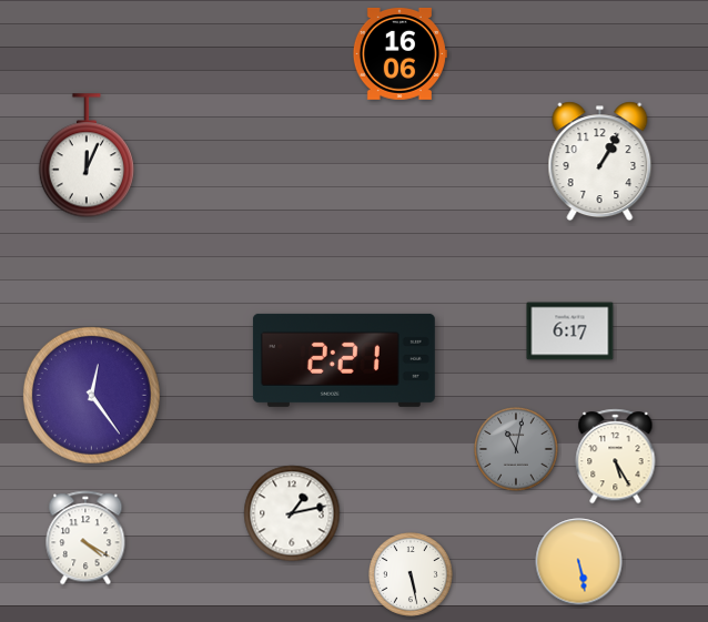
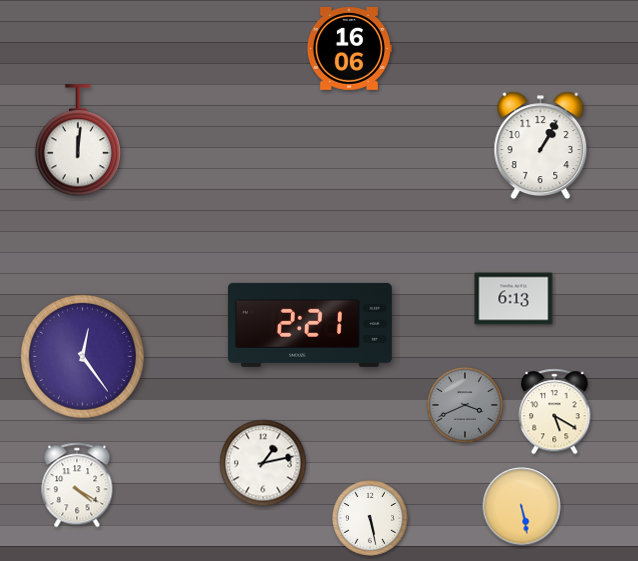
clock at (399, 53) position: (399, 53) -> (349, 48)
clock at (85, 156): 12:04 -> 12:01
clock at (570, 332): 6:17 -> 6:13
clock at (517, 450): 11:02 -> 3:41
clock at (616, 457): 5:25 -> 5:20
